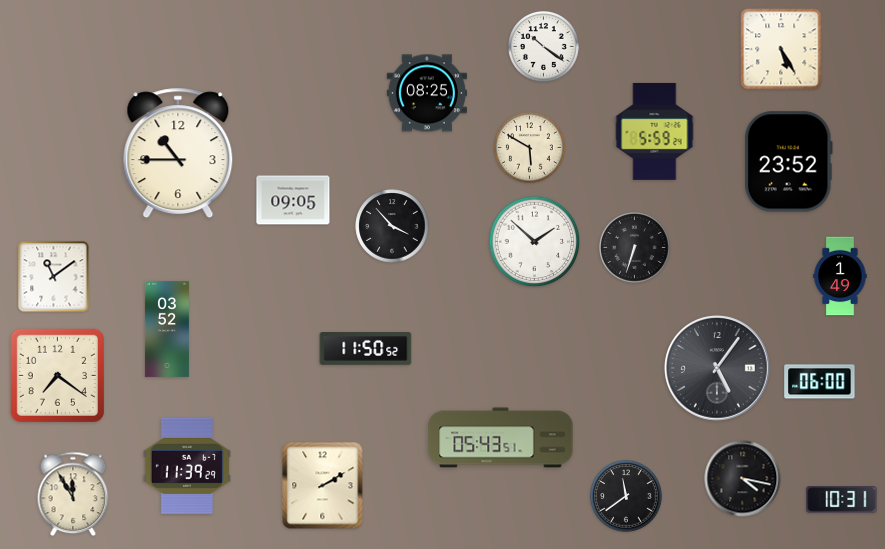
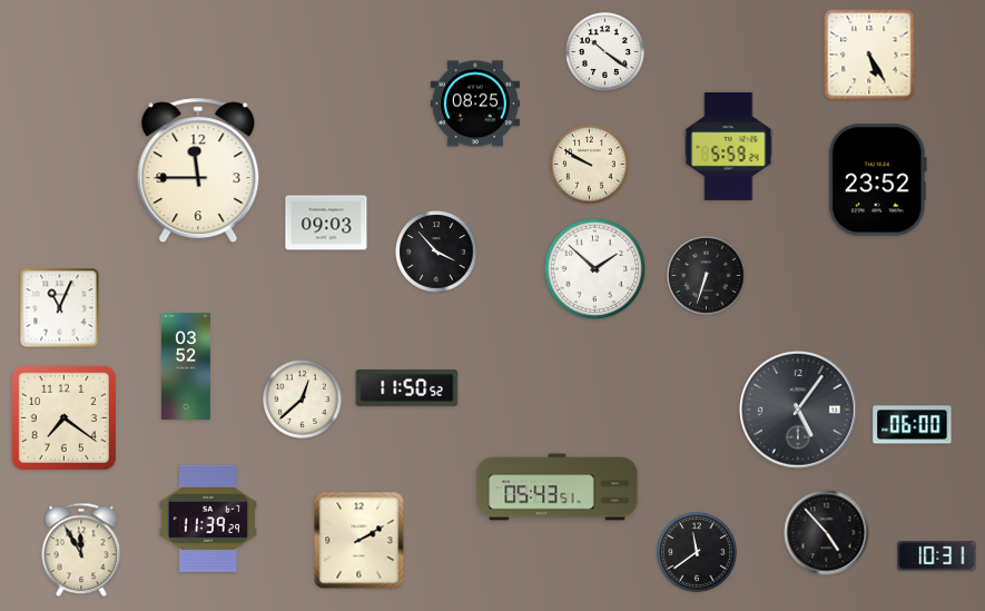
clock at (530, 148): 5:50 -> 9:50
clock at (178, 153): 10:45 -> 11:45
clock at (293, 200): 09:05 -> 09:03
clock at (840, 276): 1:49 -> none
clock at (54, 277): 11:09 -> 11:04
clock at (303, 400): none -> 12:38
clock at (743, 479): 4:17 -> 4:53
